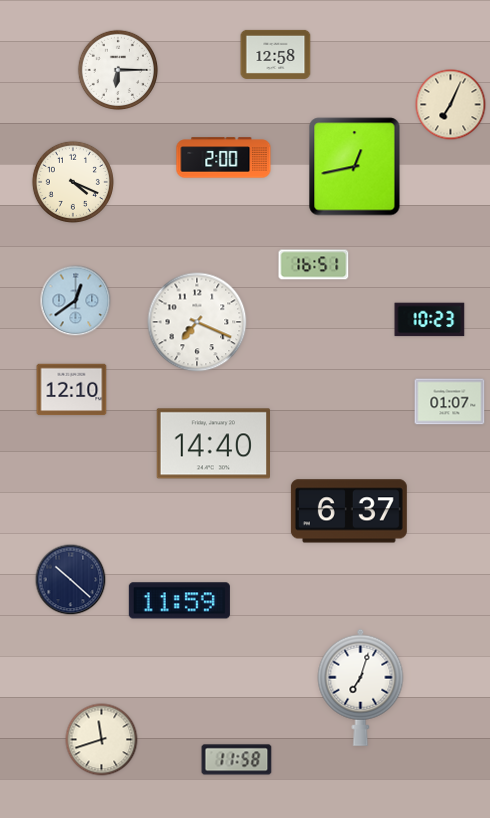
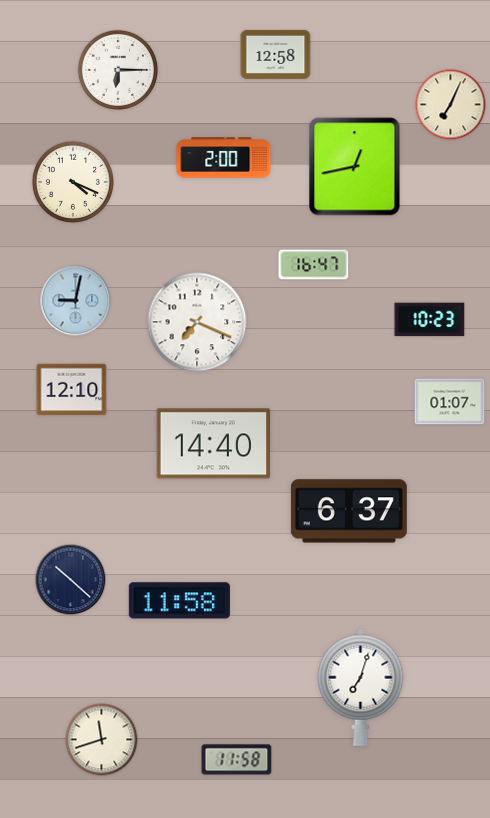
clock at (314, 265): 16:51 -> 16:47
clock at (76, 301): 12:39 -> 9:02
clock at (179, 601): 11:59 -> 11:58
